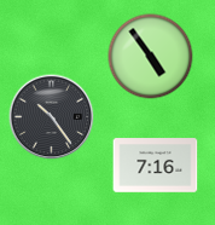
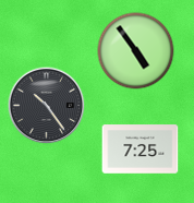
clock at (156, 166): 7:16 -> 7:25
